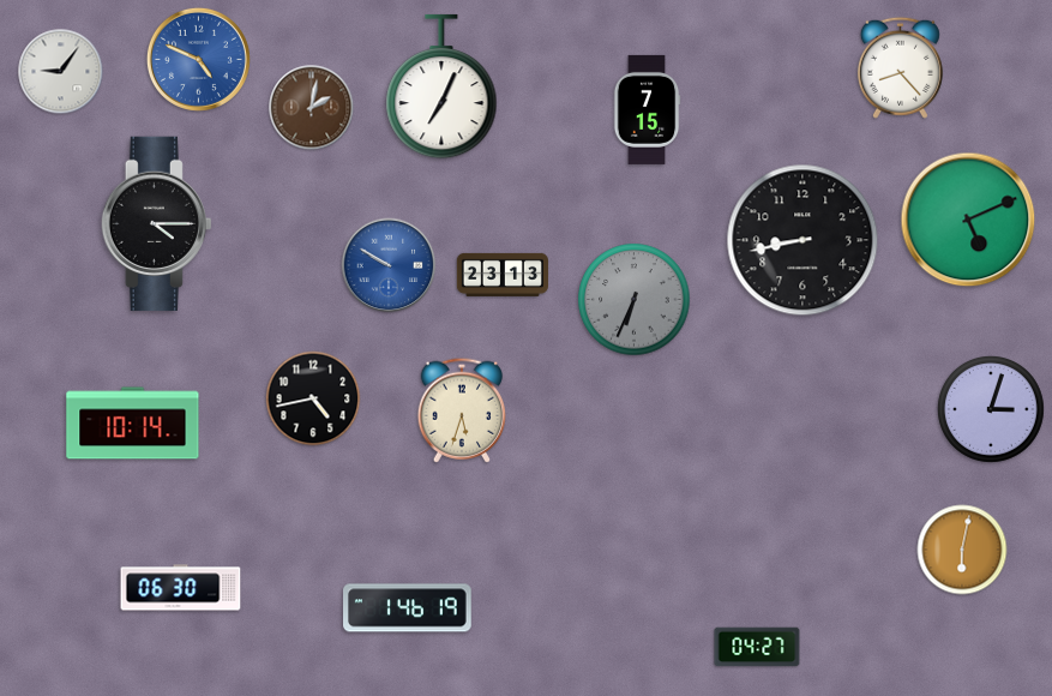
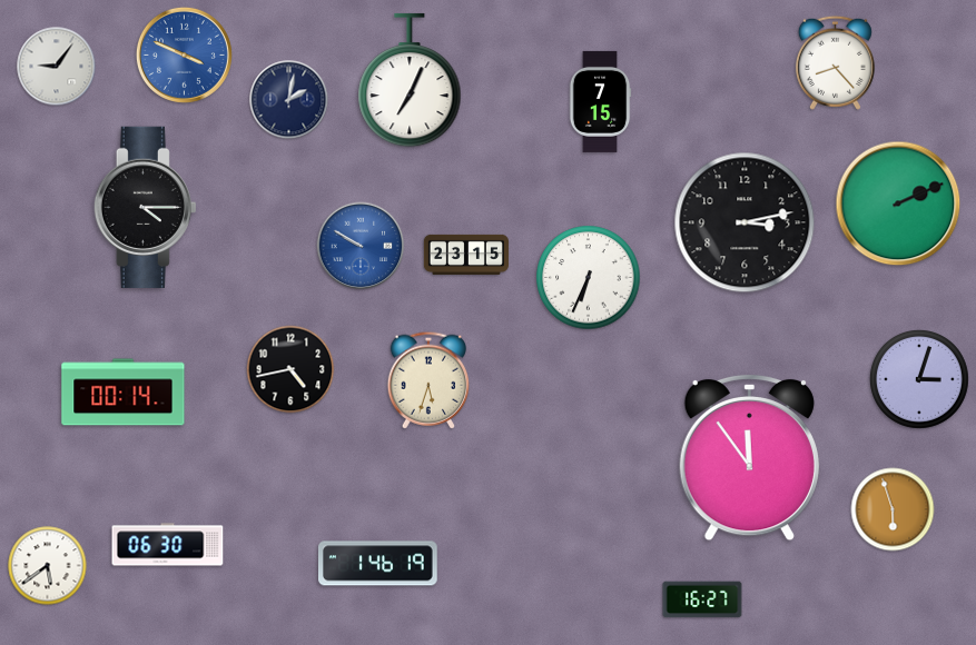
clock at (198, 59): 4:49 -> 3:49
clock at (312, 108) dial: brown -> navy
clock at (968, 220): 5:11 -> 2:11
clock at (802, 240): 8:43 -> 3:13
clock at (503, 275): 23:13 -> 23:15
clock at (635, 300) dial: grey -> white
clock at (133, 424): 10:14 -> 00:14
clock at (749, 457): none -> 11:54
clock at (962, 550): 6:02 -> 5:57
clock at (48, 566): none -> 5:39
clock at (757, 647): 04:27 -> 16:27
